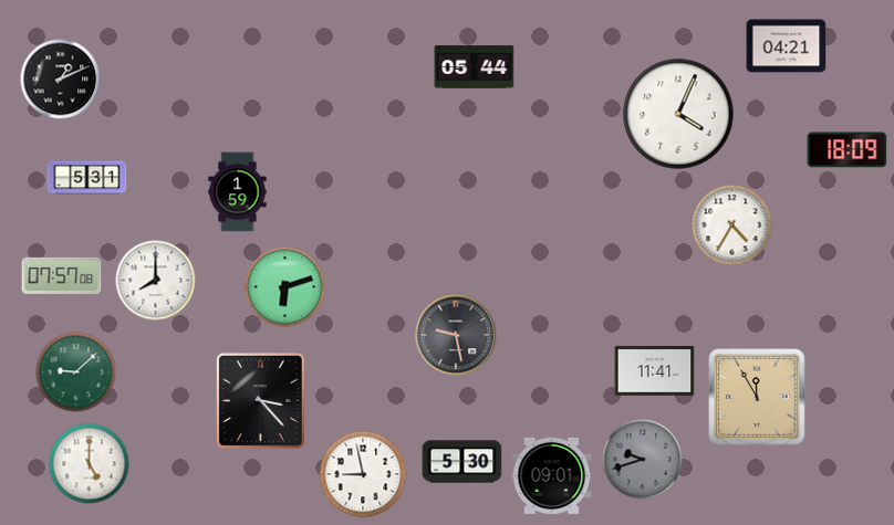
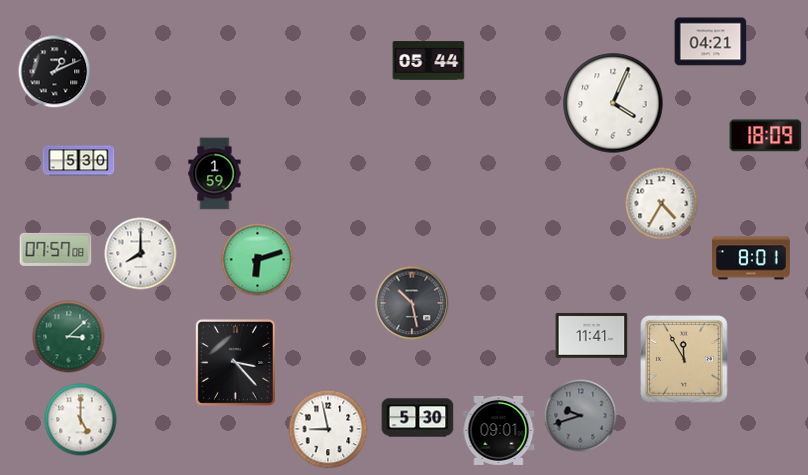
clock at (87, 178): 5:31 -> 5:30
clock at (752, 258): none -> 8:01
clock at (456, 335): 9:28 -> 10:28
clock at (76, 372): 9:08 -> 3:08
